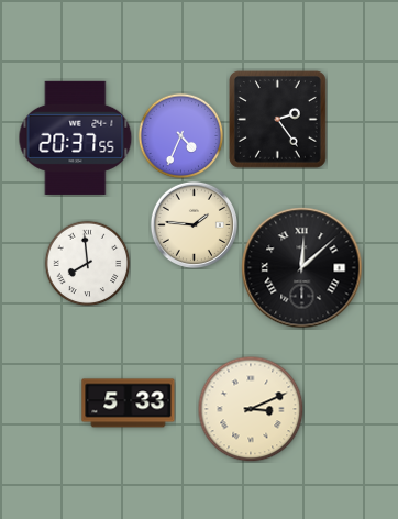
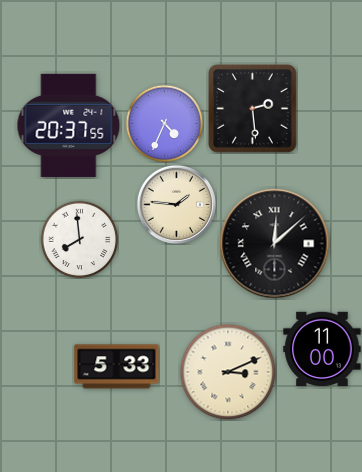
clock at (277, 119): 2:24 -> 2:29
clock at (322, 349): none -> 11:00
